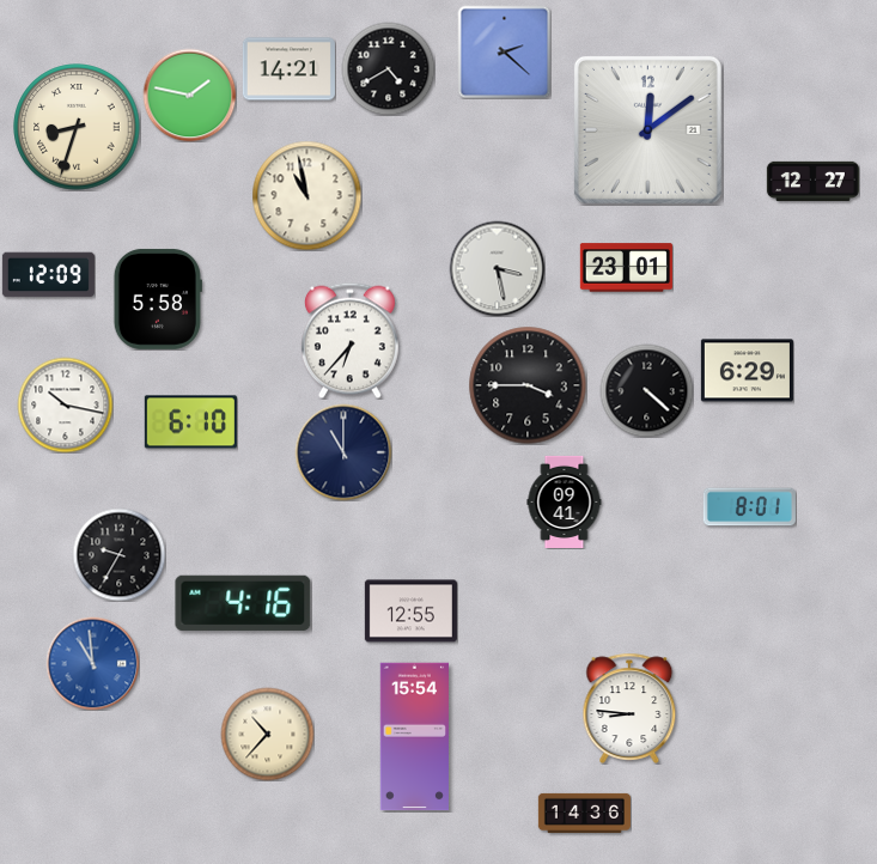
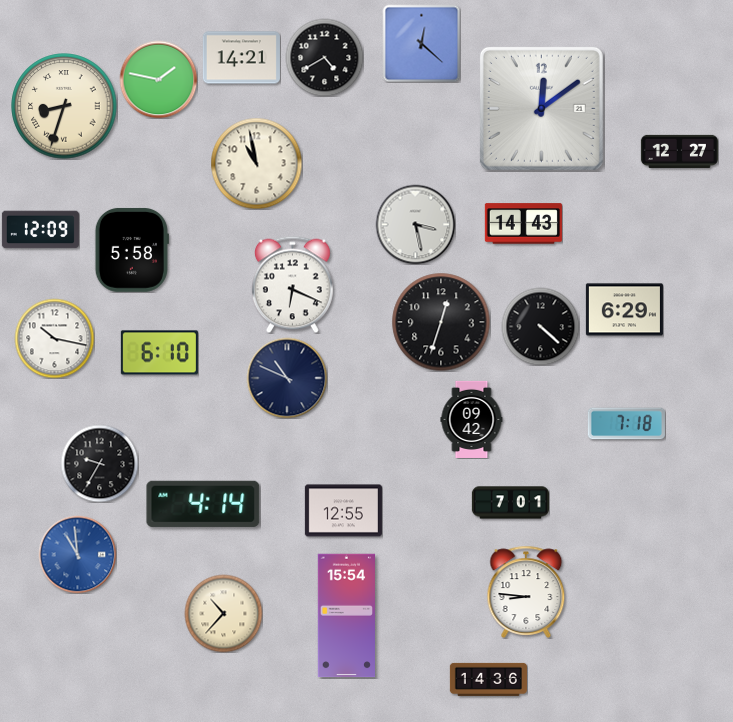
clock at (504, 51): 2:22 -> 12:22
clock at (626, 268): 23:01 -> 14:43
clock at (349, 340): 6:37 -> 6:19
clock at (528, 385): 3:45 -> 12:33
clock at (343, 452): 11:00 -> 10:49
clock at (565, 501): 09:41 -> 09:42
clock at (749, 507): 8:01 -> 7:18
clock at (510, 503): none -> 7:01
clock at (243, 603): 4:16 -> 4:14
